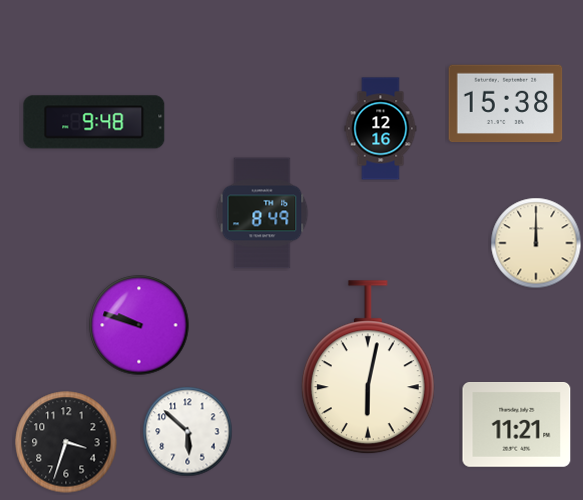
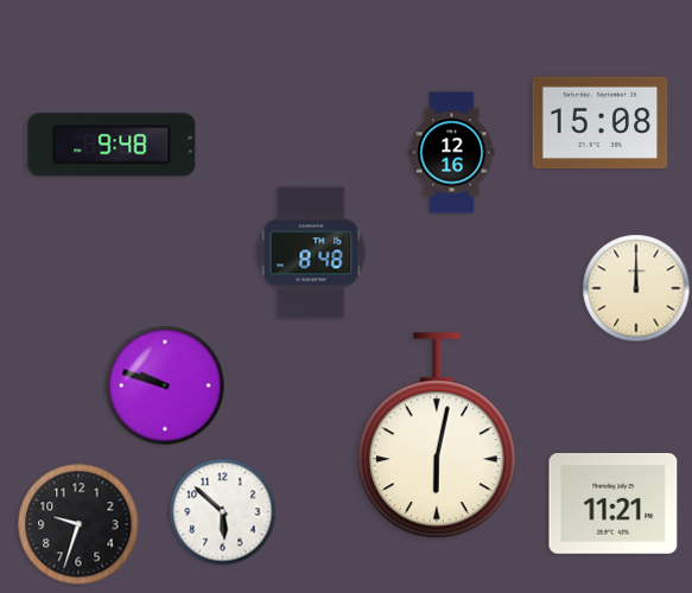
clock at (506, 104): 15:38 -> 15:08
clock at (262, 213): 8:49 -> 8:48
clock at (66, 442): 3:33 -> 9:33
